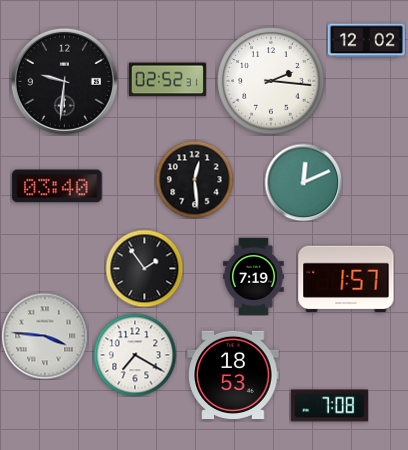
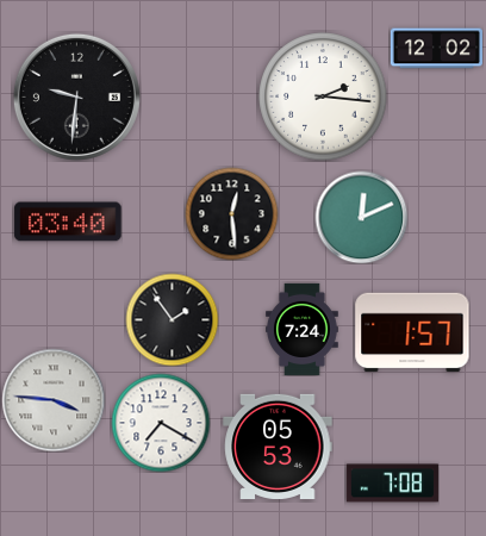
clock at (167, 80): 02:52 -> none
clock at (254, 276): 7:19 -> 7:24
clock at (233, 374): 18:53 -> 05:53
